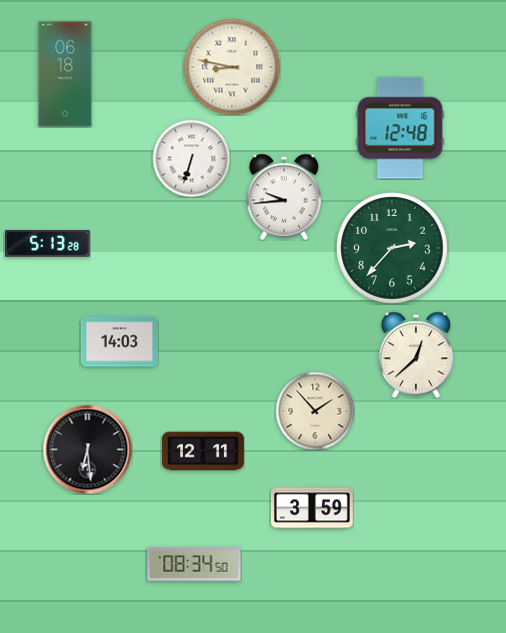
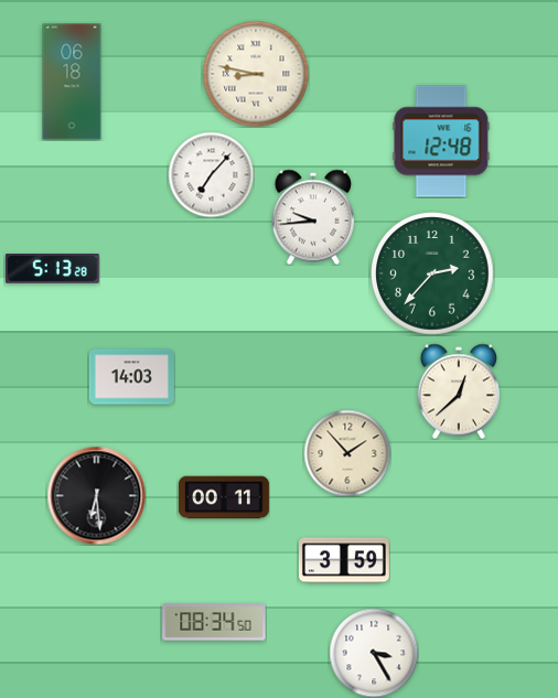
clock at (191, 158): 6:33 -> 7:07
clock at (204, 451): 12:11 -> 00:11
clock at (374, 653): none -> 3:25
